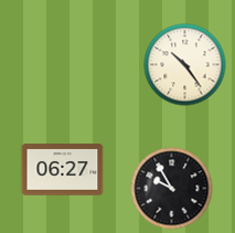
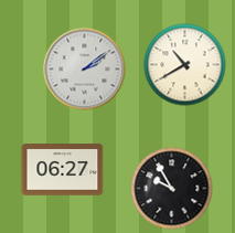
clock at (185, 65): 10:24 -> 10:40
clock at (85, 70): none -> 2:09
